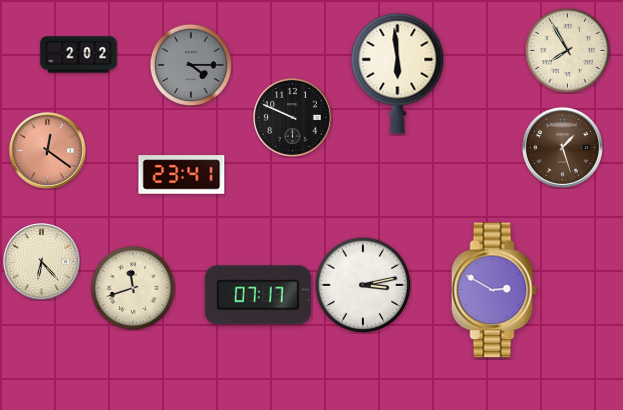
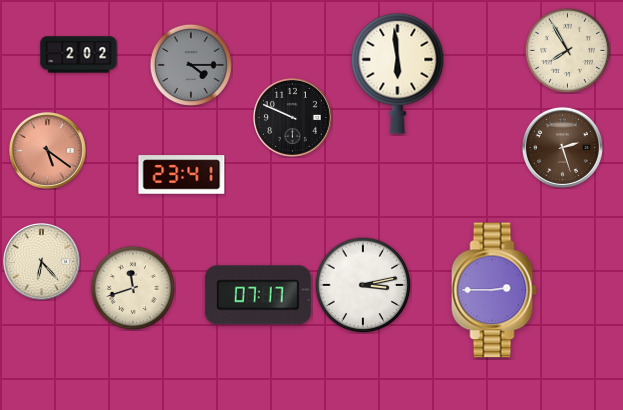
clock at (562, 147): 1:27 -> 2:27
clock at (48, 151): 12:21 -> 5:21
clock at (494, 290): 2:50 -> 2:45
